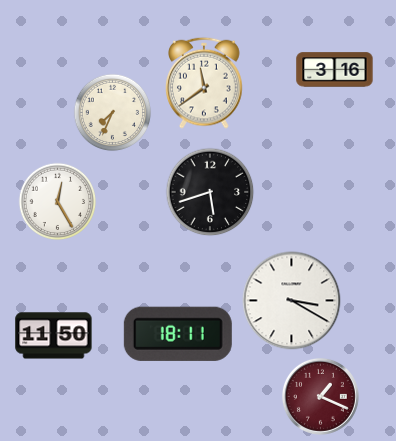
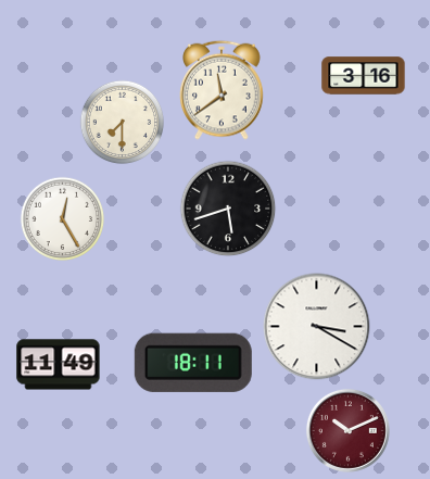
clock at (112, 112): 7:34 -> 7:30
clock at (54, 336): 11:50 -> 11:49
clock at (320, 396): 1:19 -> 10:11
